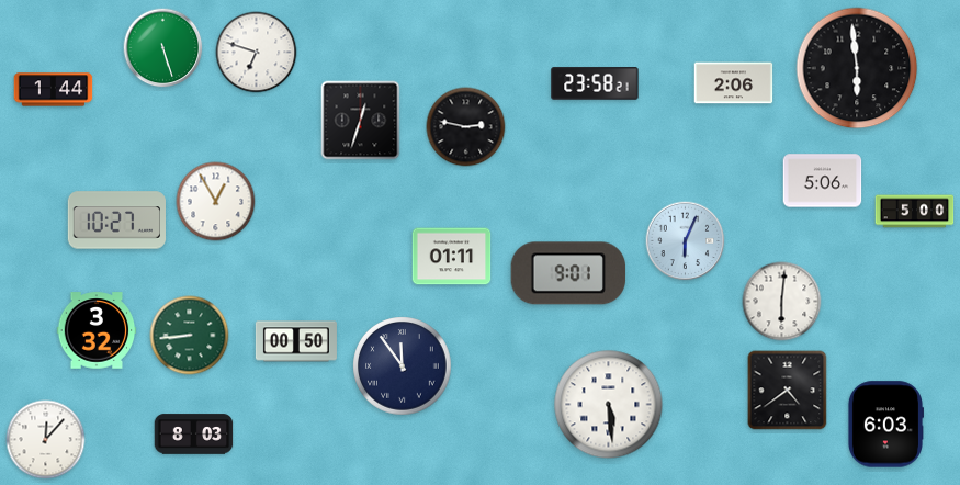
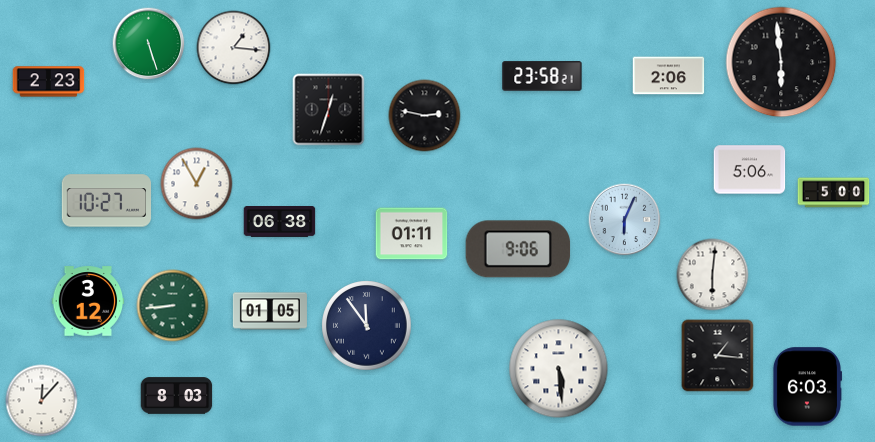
clock at (257, 53): 6:48 -> 1:16
clock at (54, 90): 1:44 -> 2:23
clock at (823, 181) position: (823, 181) -> (750, 170)
clock at (280, 222): none -> 06:38
clock at (568, 273): 9:01 -> 9:06
clock at (97, 330): 3:32 -> 3:12
clock at (296, 341): 00:50 -> 01:05
clock at (403, 366) position: (403, 366) -> (367, 326)
clock at (788, 391): 4:39 -> 1:16
clock at (609, 405) position: (609, 405) -> (559, 369)
